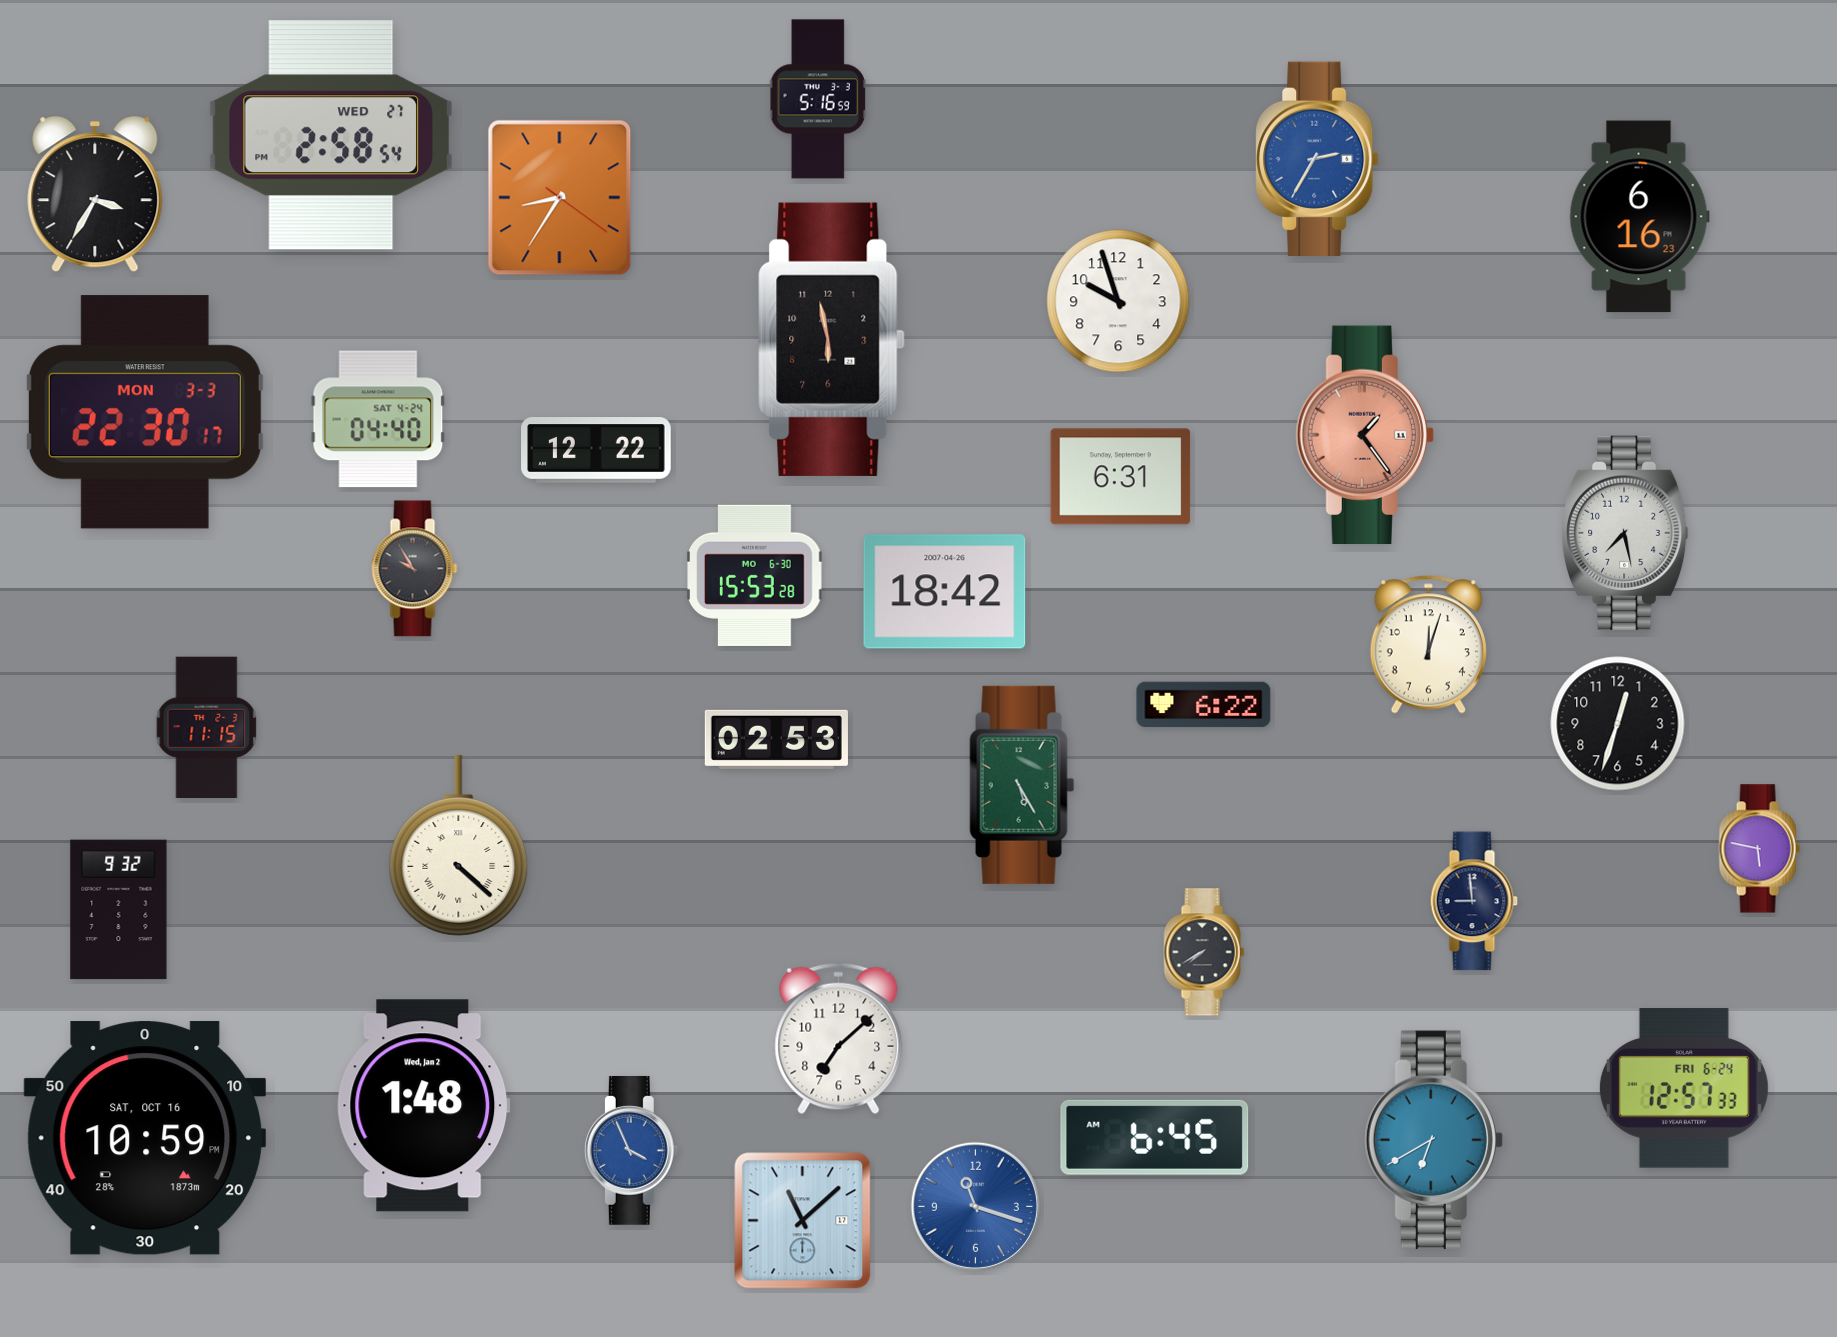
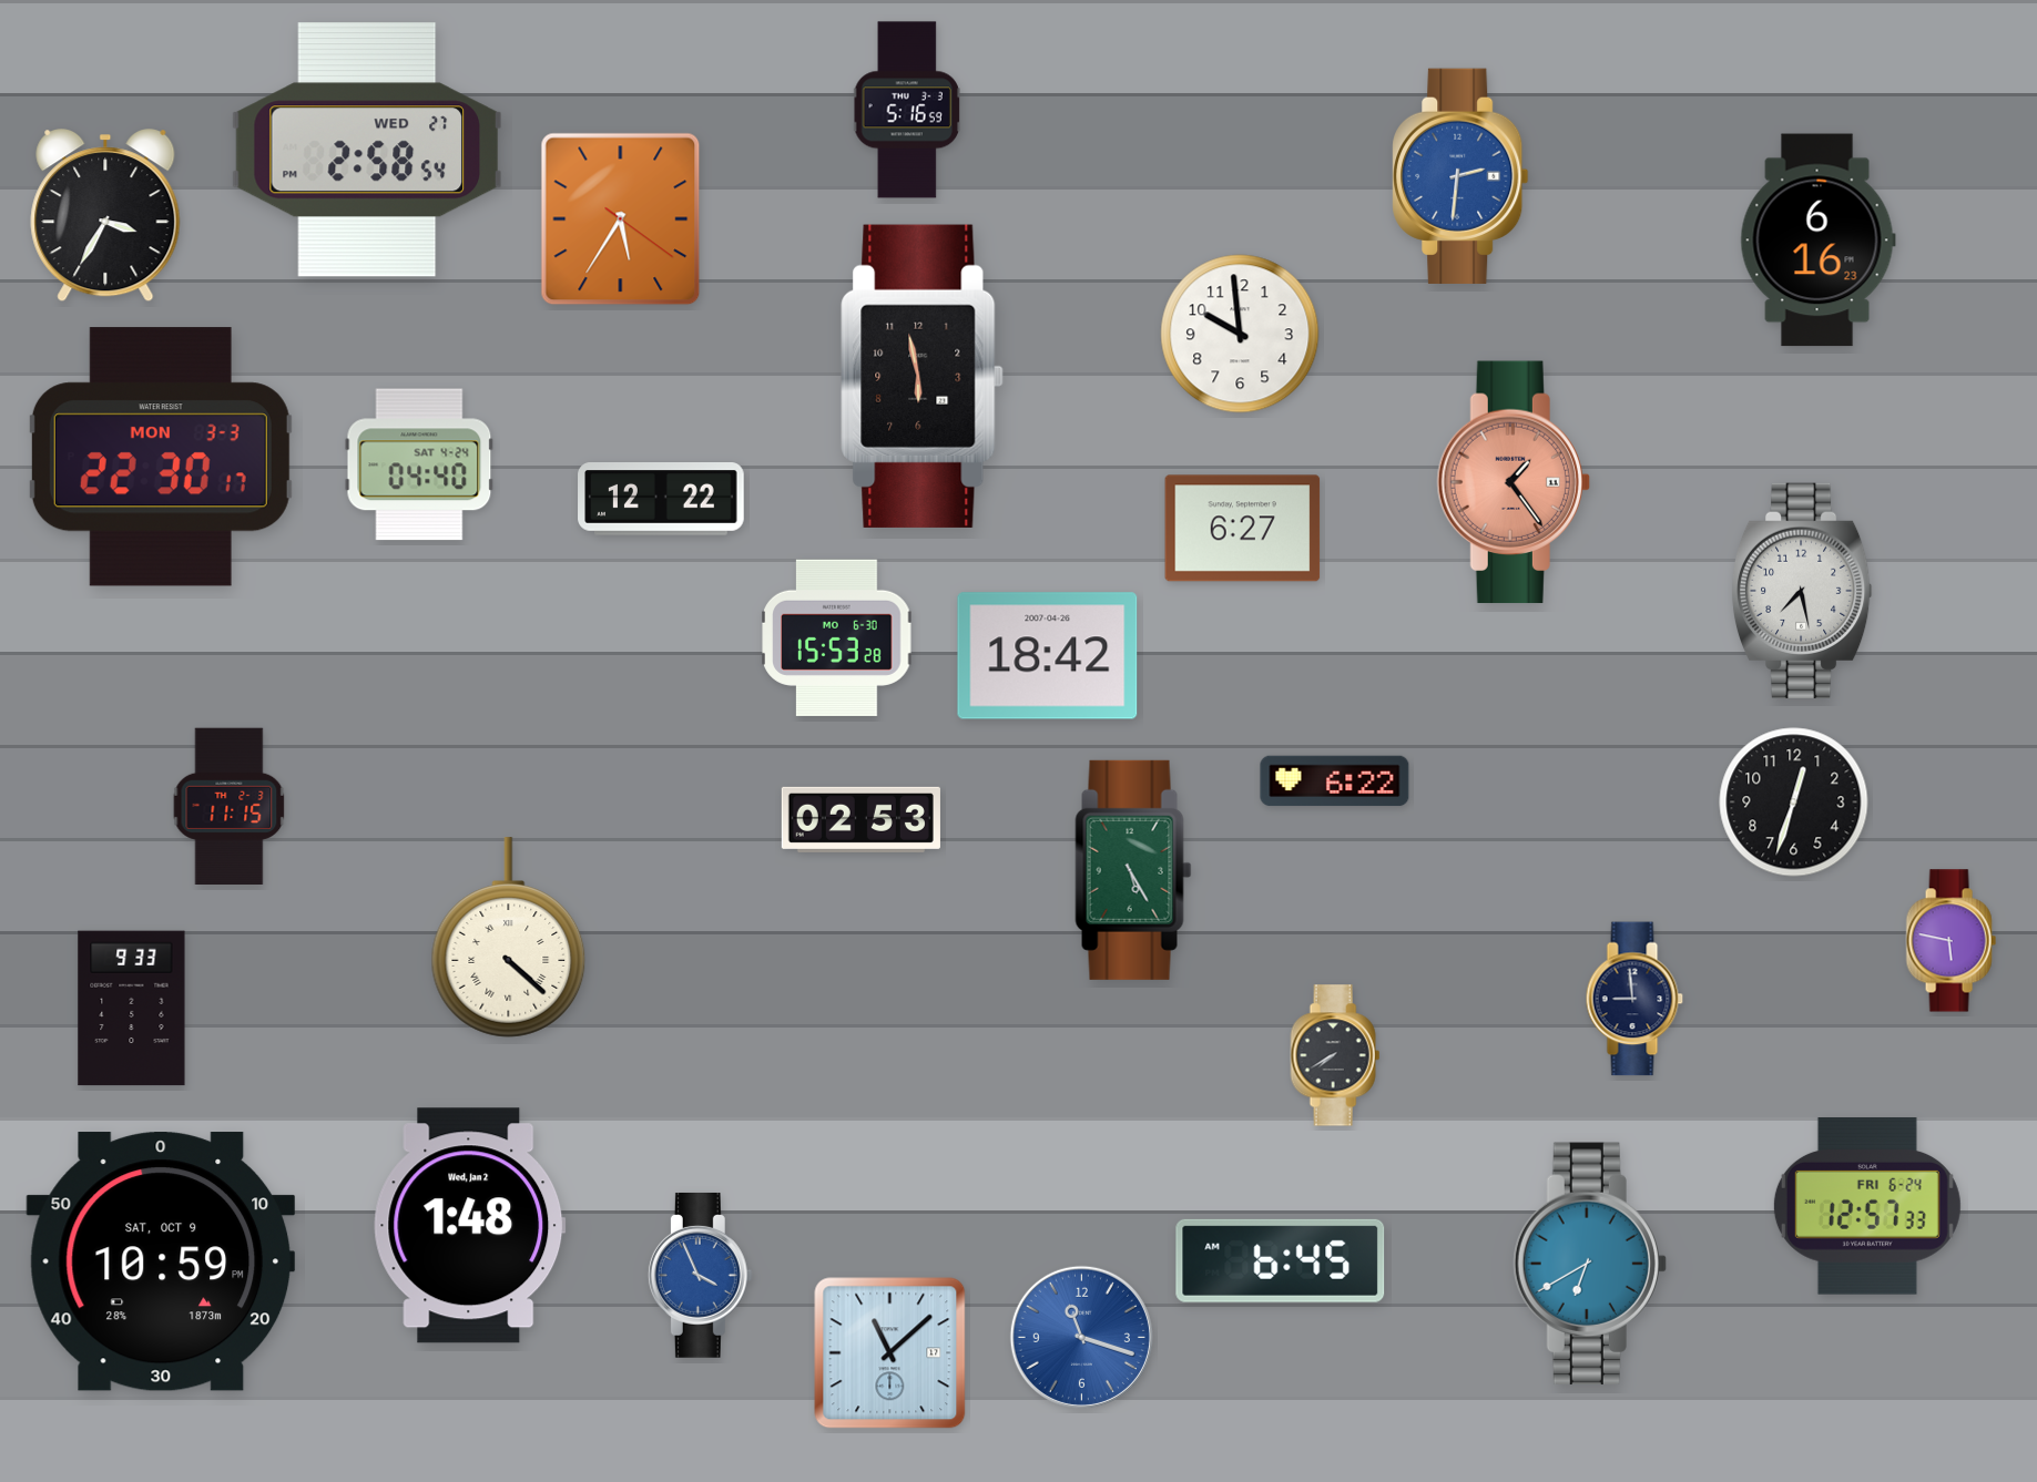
clock at (1317, 159): 2:35 -> 2:31
clock at (560, 198): 8:35 -> 5:35
clock at (1118, 301): 9:57 -> 9:59
clock at (1121, 477): 6:31 -> 6:27
clock at (415, 569): 9:55 -> none
clock at (1428, 645): 12:03 -> none
clock at (119, 910): 9:32 -> 9:33
clock at (839, 1039): 7:08 -> none
clock at (145, 1138) date: SAT, OCT 16 -> SAT, OCT 9
